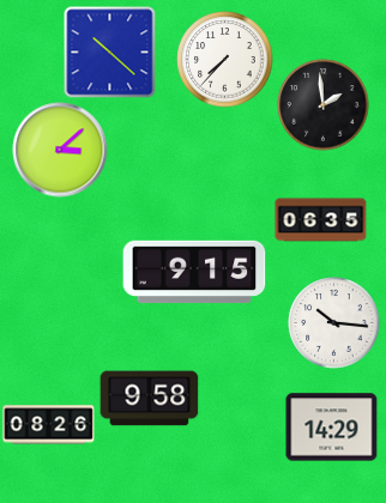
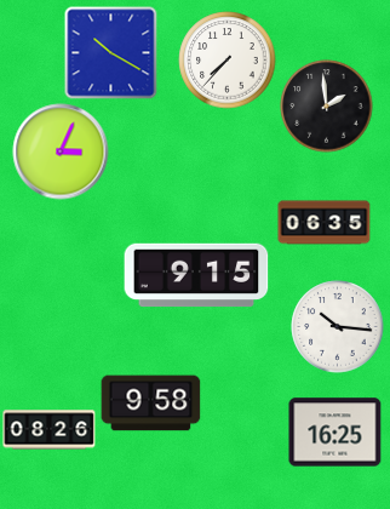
clock at (110, 53): 10:22 -> 10:20
clock at (60, 150): 3:08 -> 3:04
clock at (332, 428): 14:29 -> 16:25
